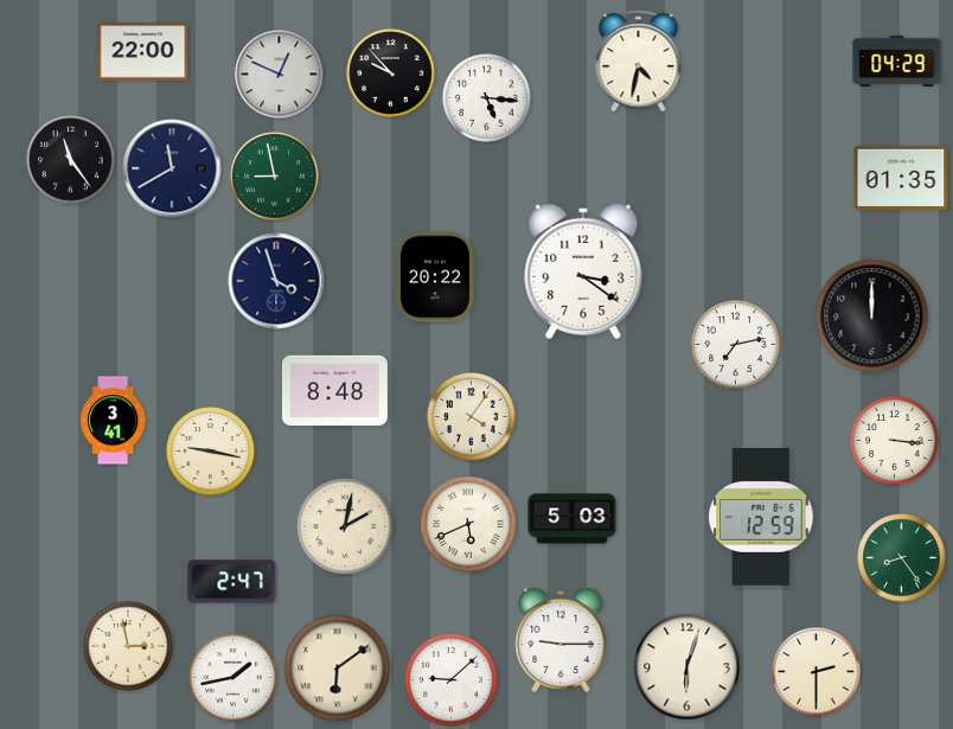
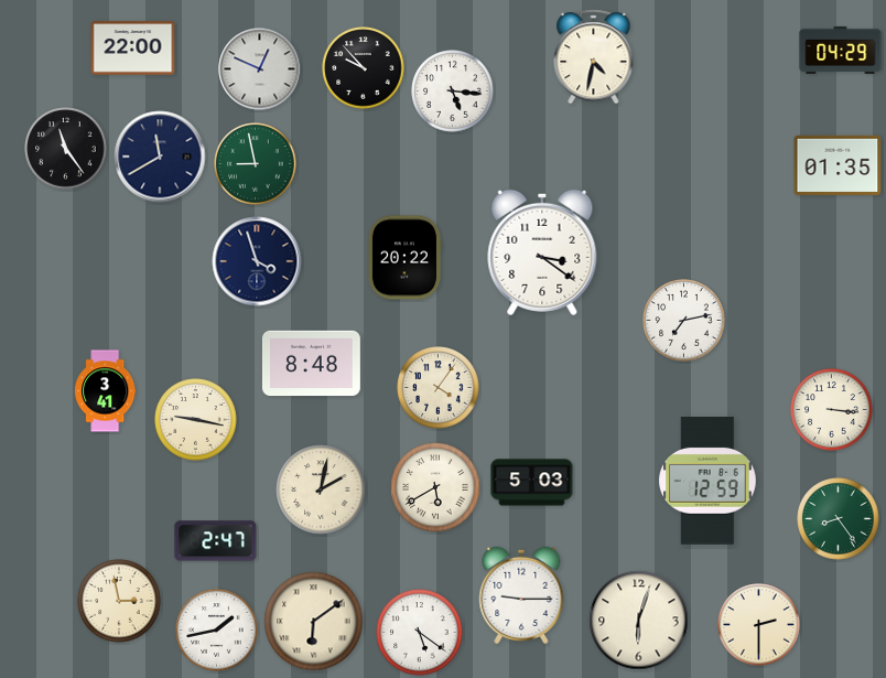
clock at (897, 60) position: (897, 60) -> (841, 50)
clock at (872, 316): 12:00 -> none
clock at (468, 524): 5:41 -> 5:40
clock at (452, 680): 9:08 -> 5:21
